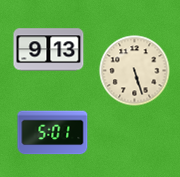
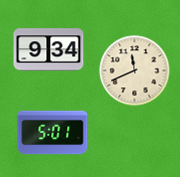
clock at (49, 50): 9:13 -> 9:34
clock at (135, 71): 5:27 -> 11:41
